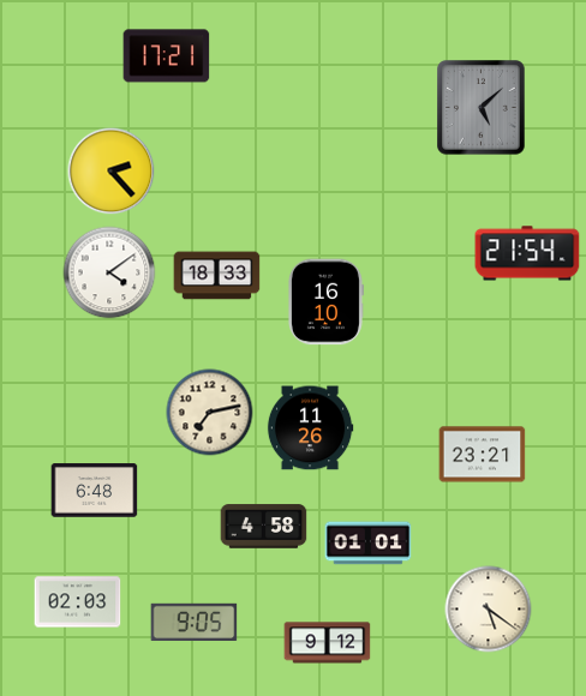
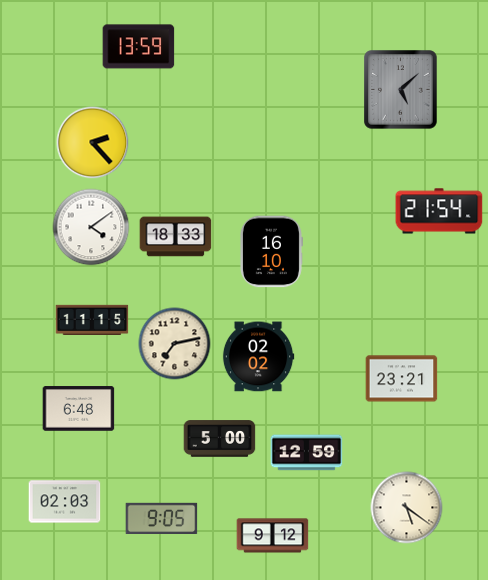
clock at (167, 56): 17:21 -> 13:59
clock at (217, 276) position: (217, 276) -> (176, 237)
clock at (92, 319): none -> 11:15
clock at (310, 428): 11:26 -> 02:02
clock at (264, 527): 4:58 -> 5:00
clock at (369, 544): 01:01 -> 12:59
